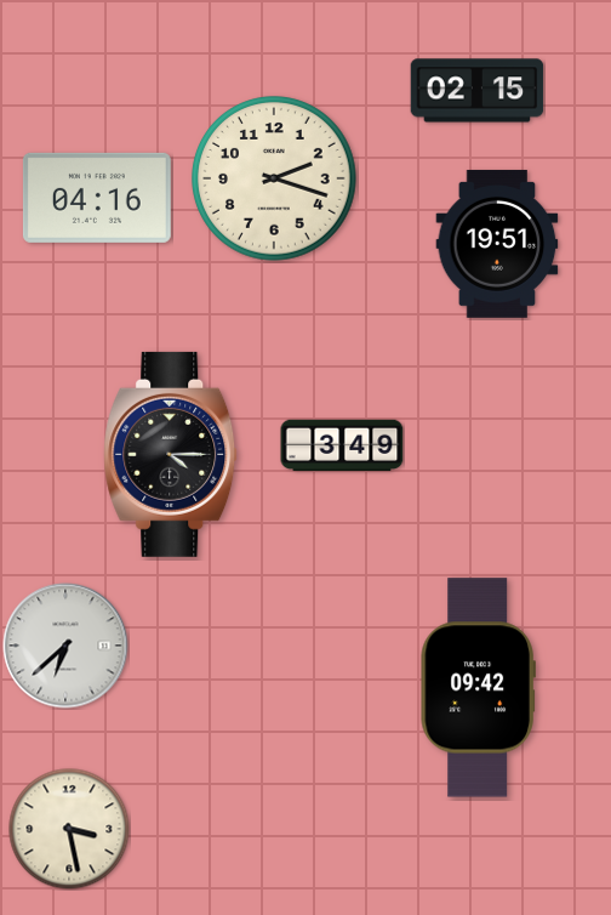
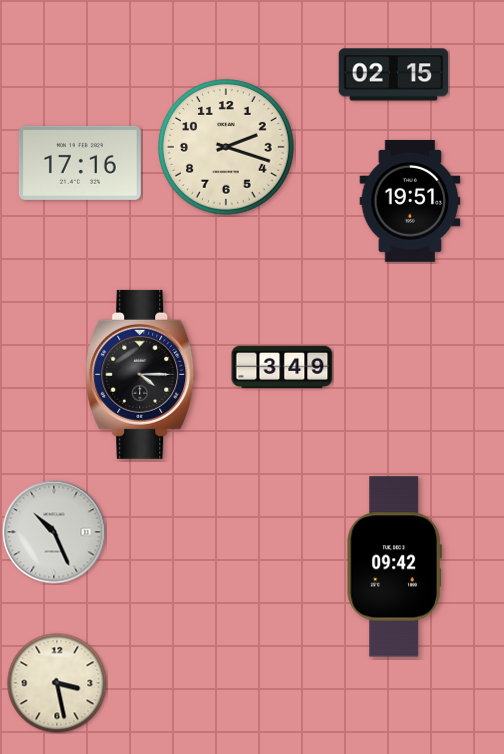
clock at (97, 198): 04:16 -> 17:16
clock at (65, 646): 6:38 -> 10:26
